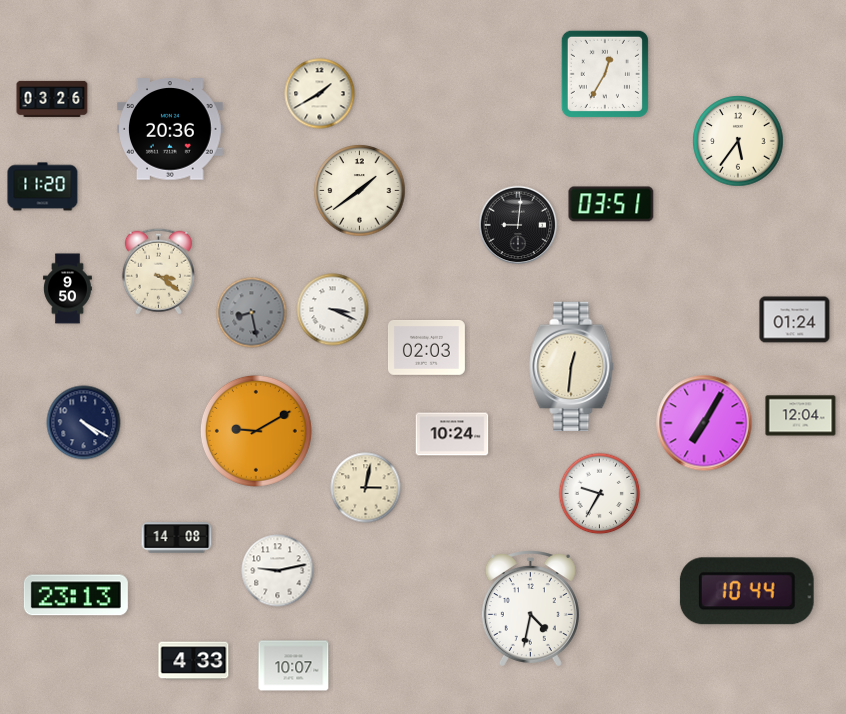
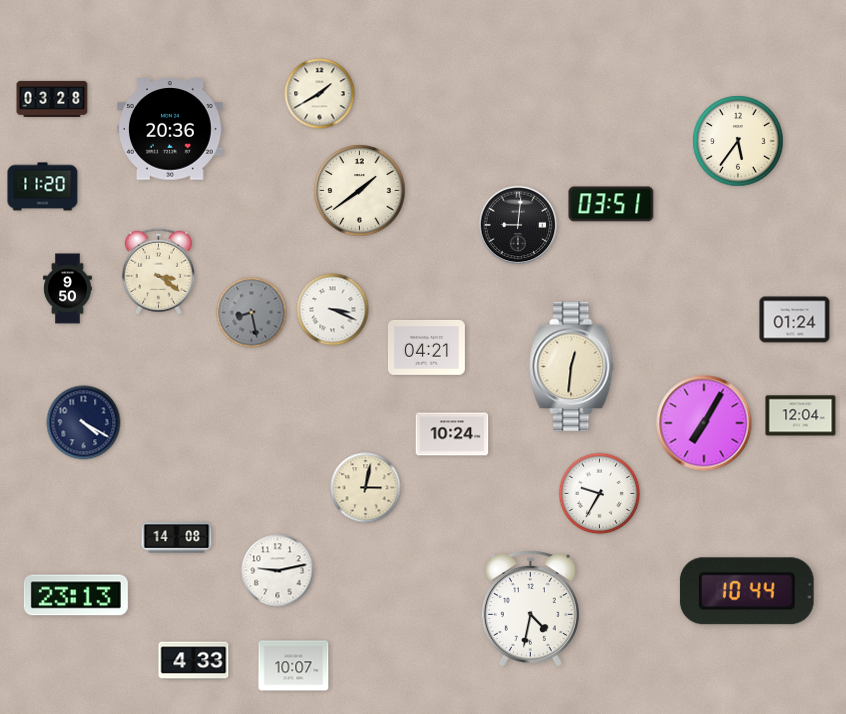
clock at (605, 74): 12:35 -> none
clock at (52, 99): 03:26 -> 03:28
clock at (426, 347): 02:03 -> 04:21
clock at (256, 431): 9:10 -> none
